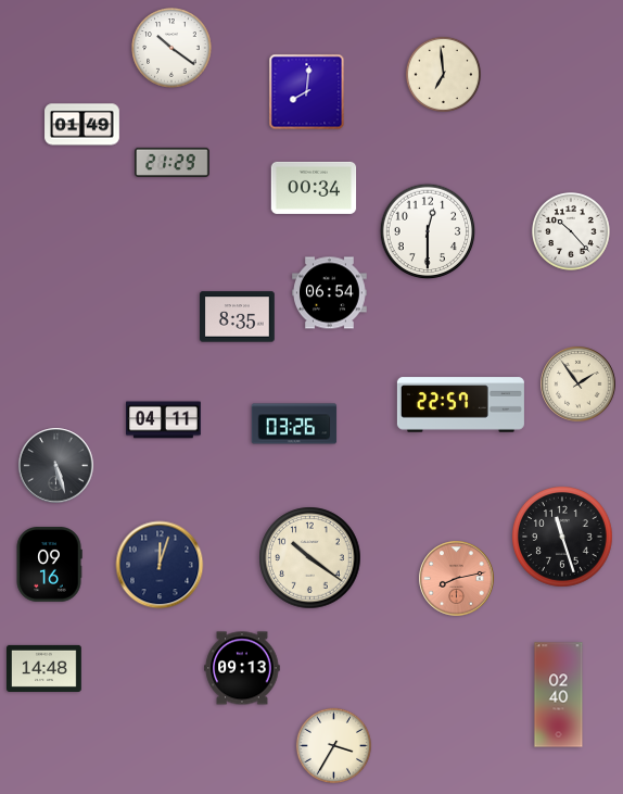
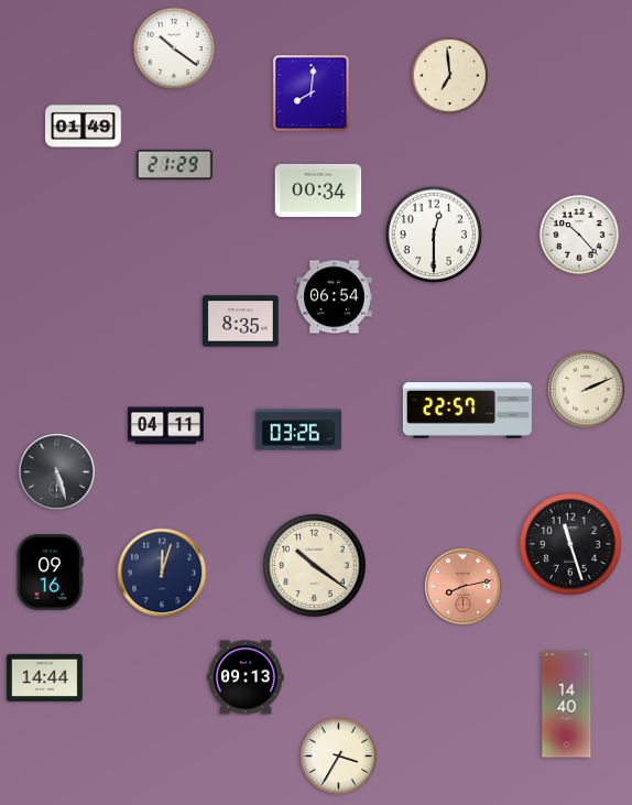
clock at (578, 385): 1:54 -> 2:11
clock at (44, 668): 14:48 -> 14:44
clock at (559, 695): 02:40 -> 14:40
